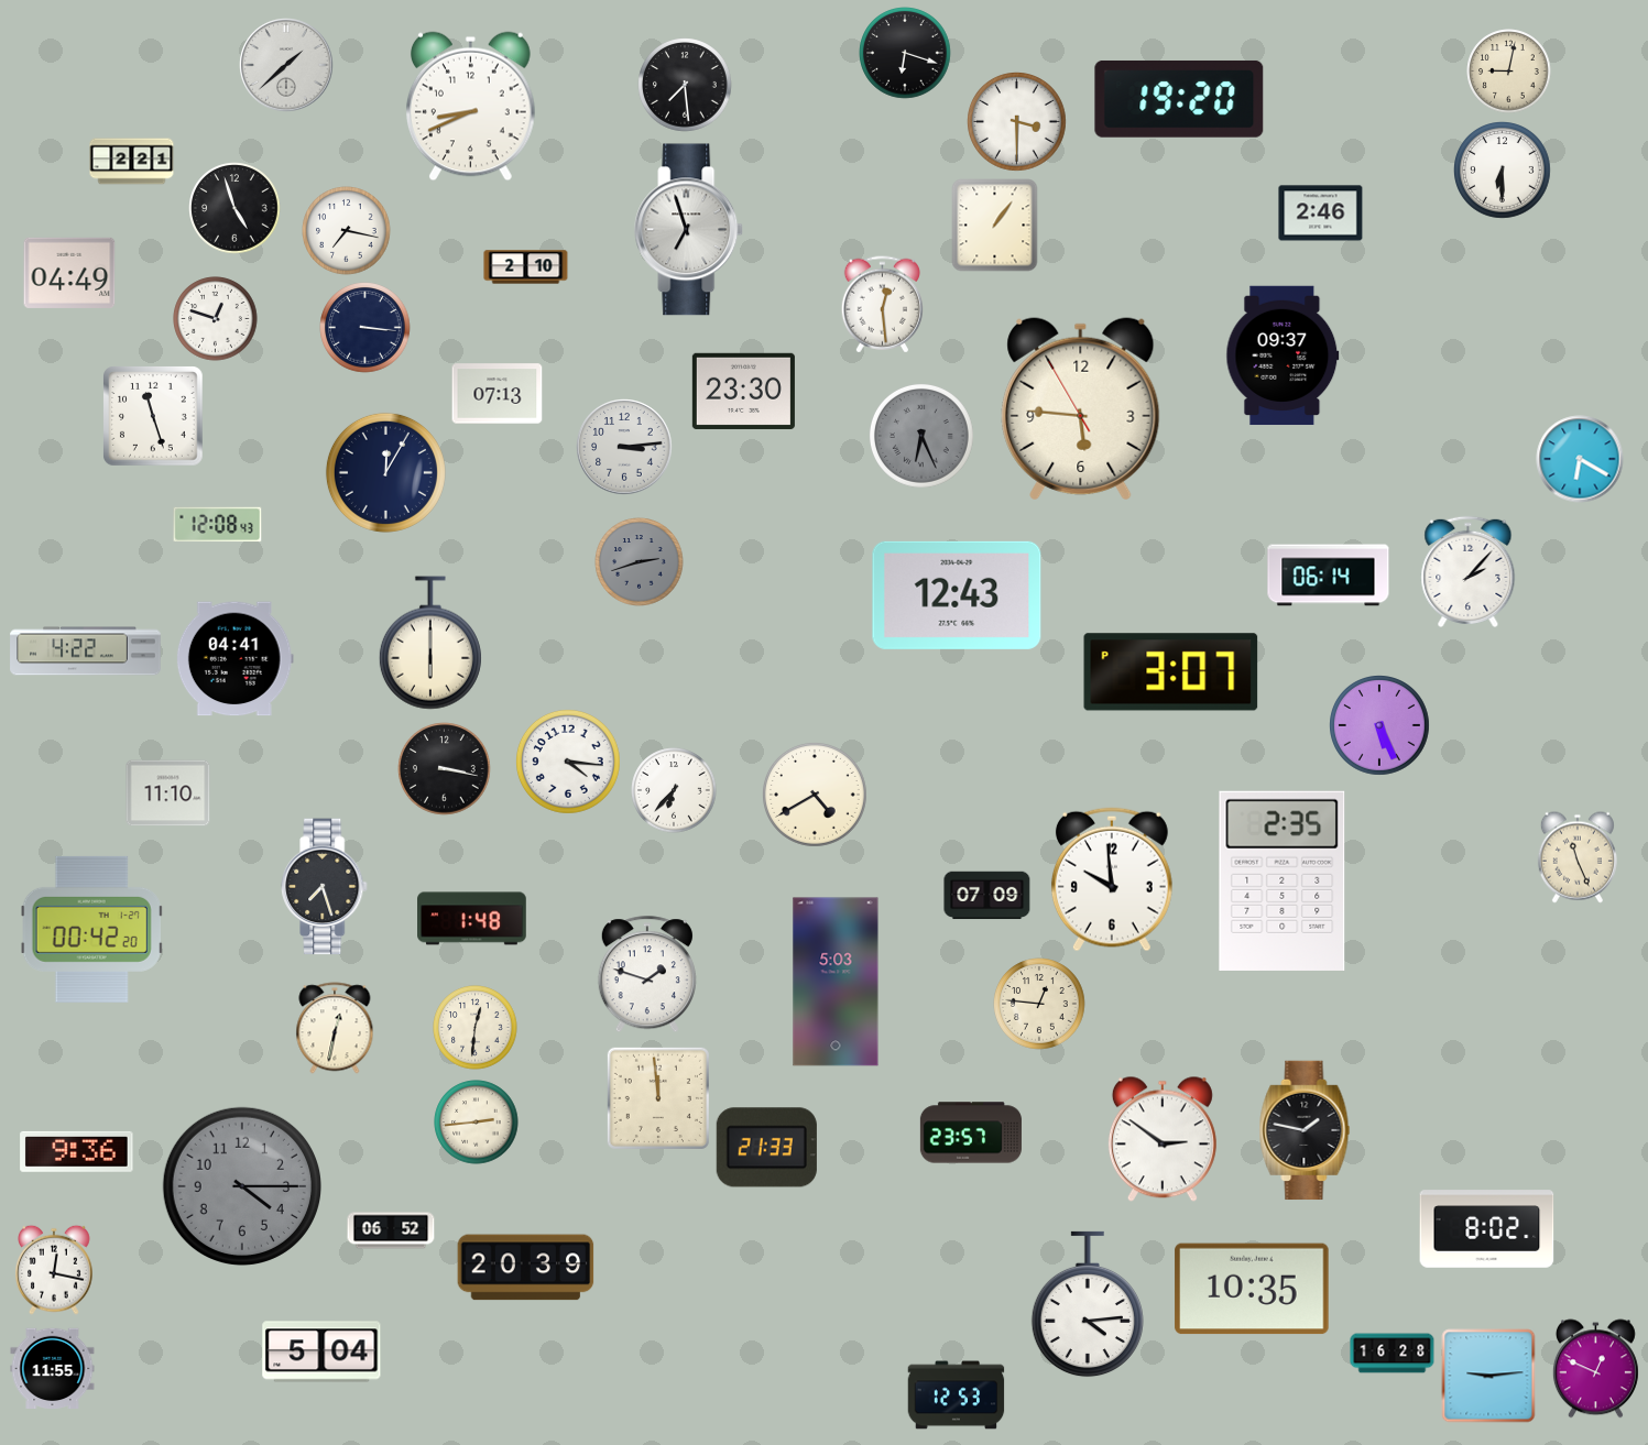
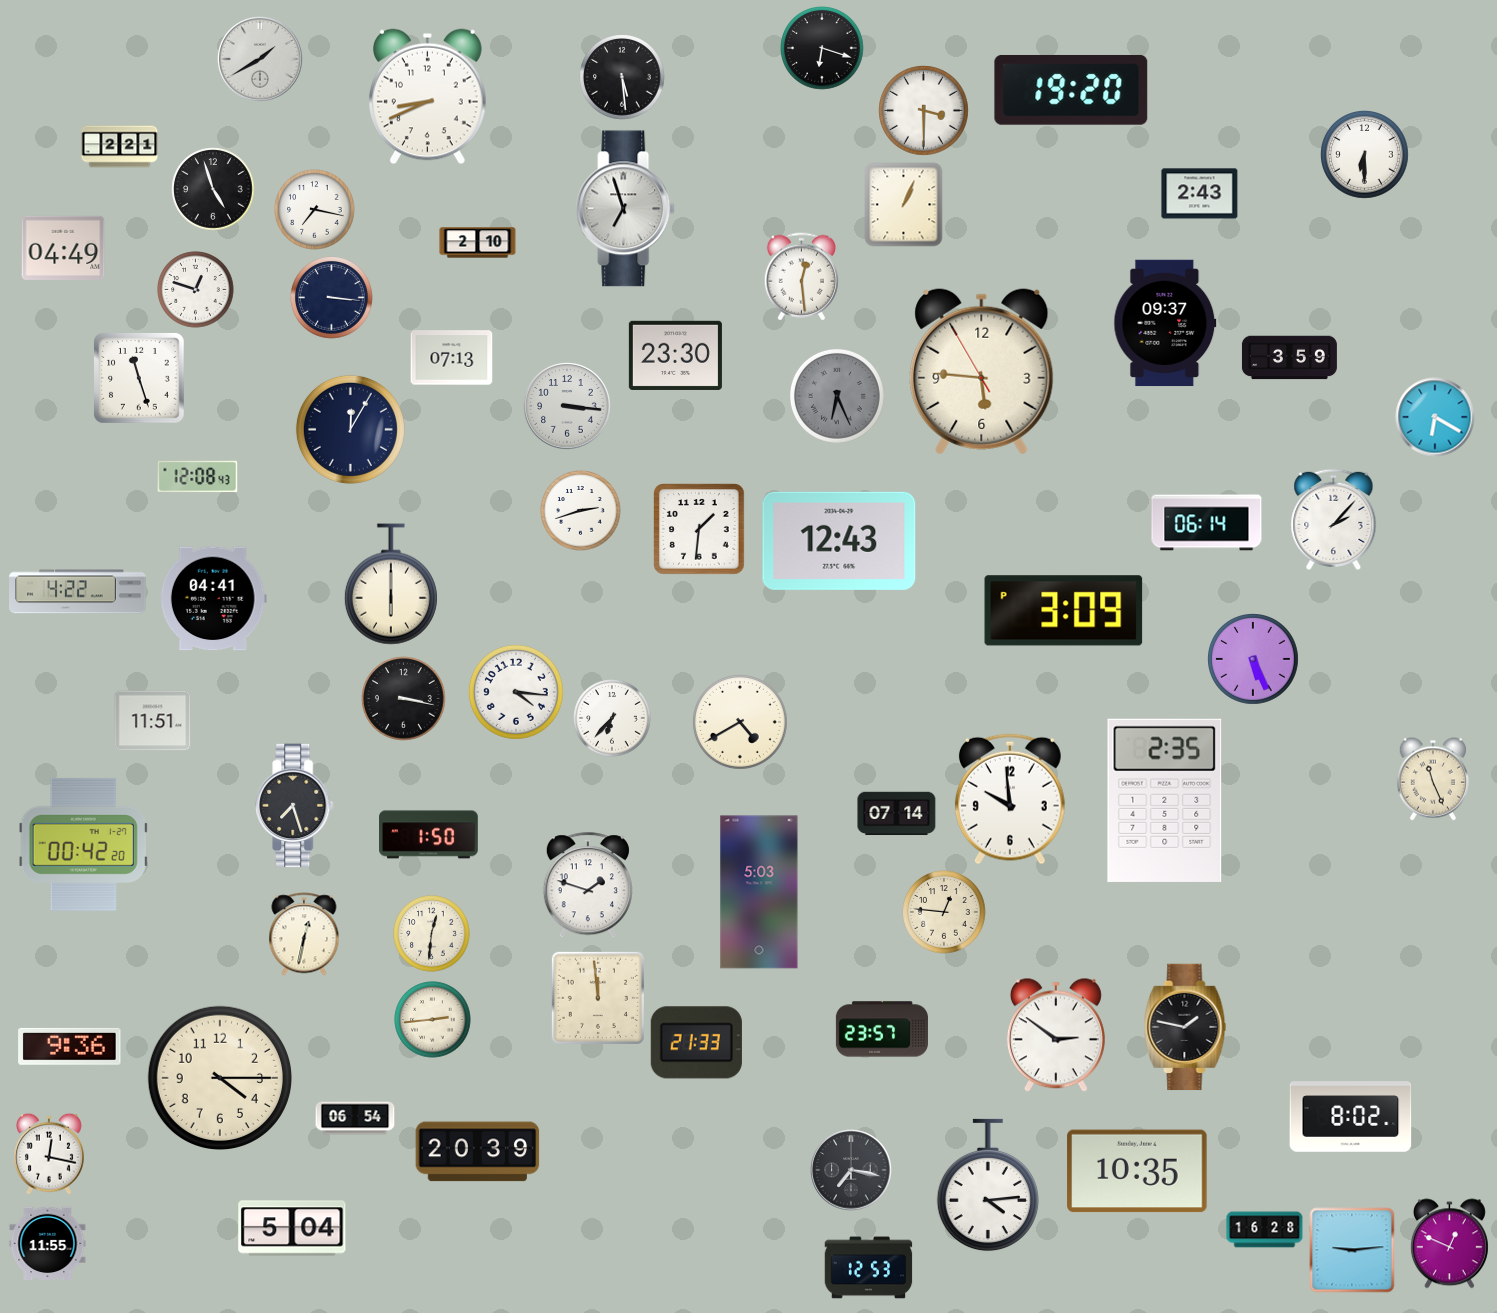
clock at (286, 65): 1:38 -> 1:40
clock at (1509, 72): 9:02 -> none
clock at (685, 85): 7:29 -> 5:29
clock at (1321, 214): 2:46 -> 2:43
clock at (995, 226): 1:06 -> 1:04
clock at (1289, 358): none -> 3:59
clock at (624, 447): 3:14 -> 3:16
clock at (640, 562) dial: grey -> white
clock at (699, 529): none -> 1:31
clock at (957, 595) position: (957, 595) -> (839, 541)
clock at (1171, 672): 3:07 -> 3:09
clock at (168, 793): 11:10 -> 11:51
clock at (987, 896): 07:09 -> 07:14
clock at (472, 919): 1:48 -> 1:50
clock at (241, 1185) dial: grey -> cream
clock at (391, 1230): 06:52 -> 06:54
clock at (851, 1170): none -> 7:17
